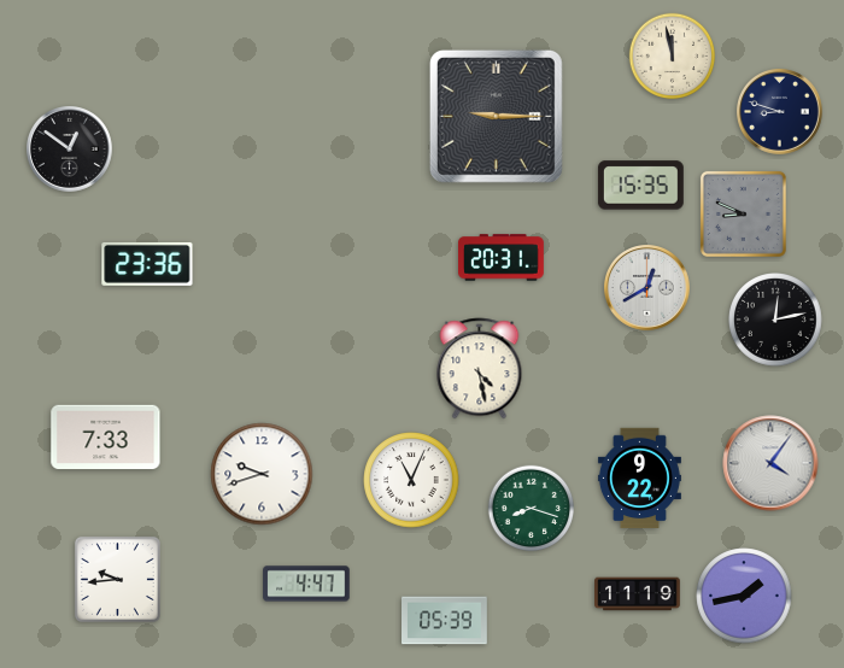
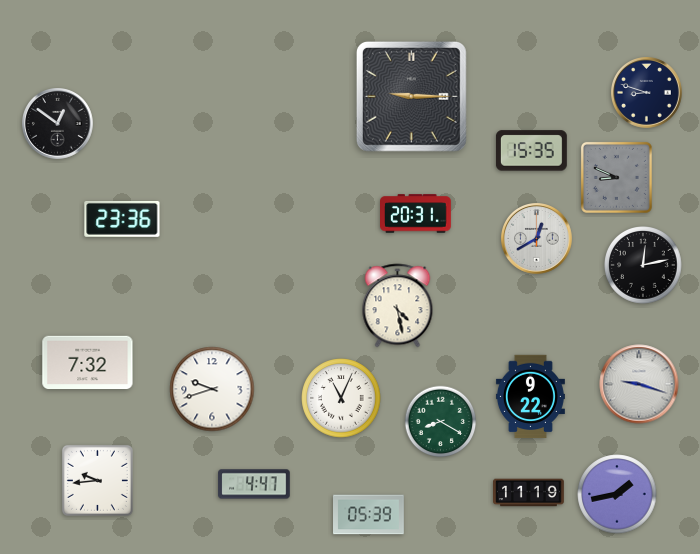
clock at (673, 57): 11:58 -> none
clock at (640, 186) position: (640, 186) -> (531, 151)
clock at (106, 438): 7:33 -> 7:32
clock at (770, 463): 4:06 -> 9:18
clock at (262, 474) position: (262, 474) -> (212, 389)
clock at (532, 509): 8:18 -> 8:20
